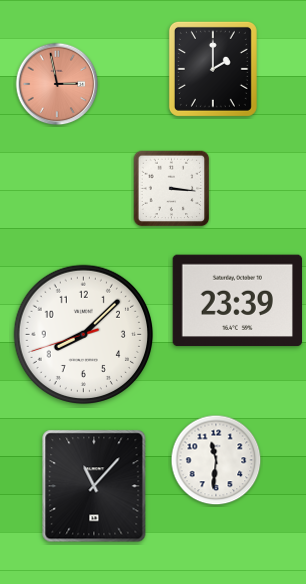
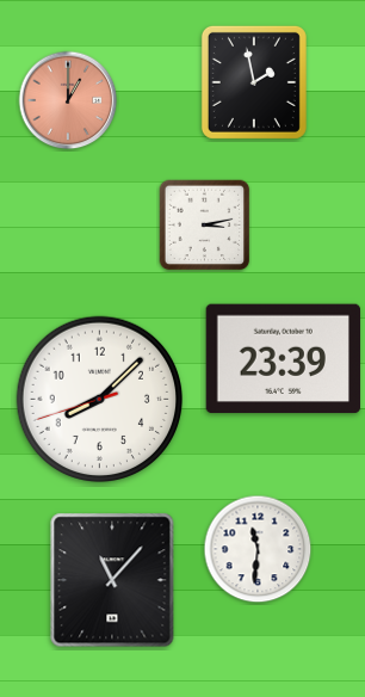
clock at (213, 69): 2:00 -> 1:58
clock at (57, 84): 2:58 -> 1:00
clock at (172, 189): 3:16 -> 3:13
